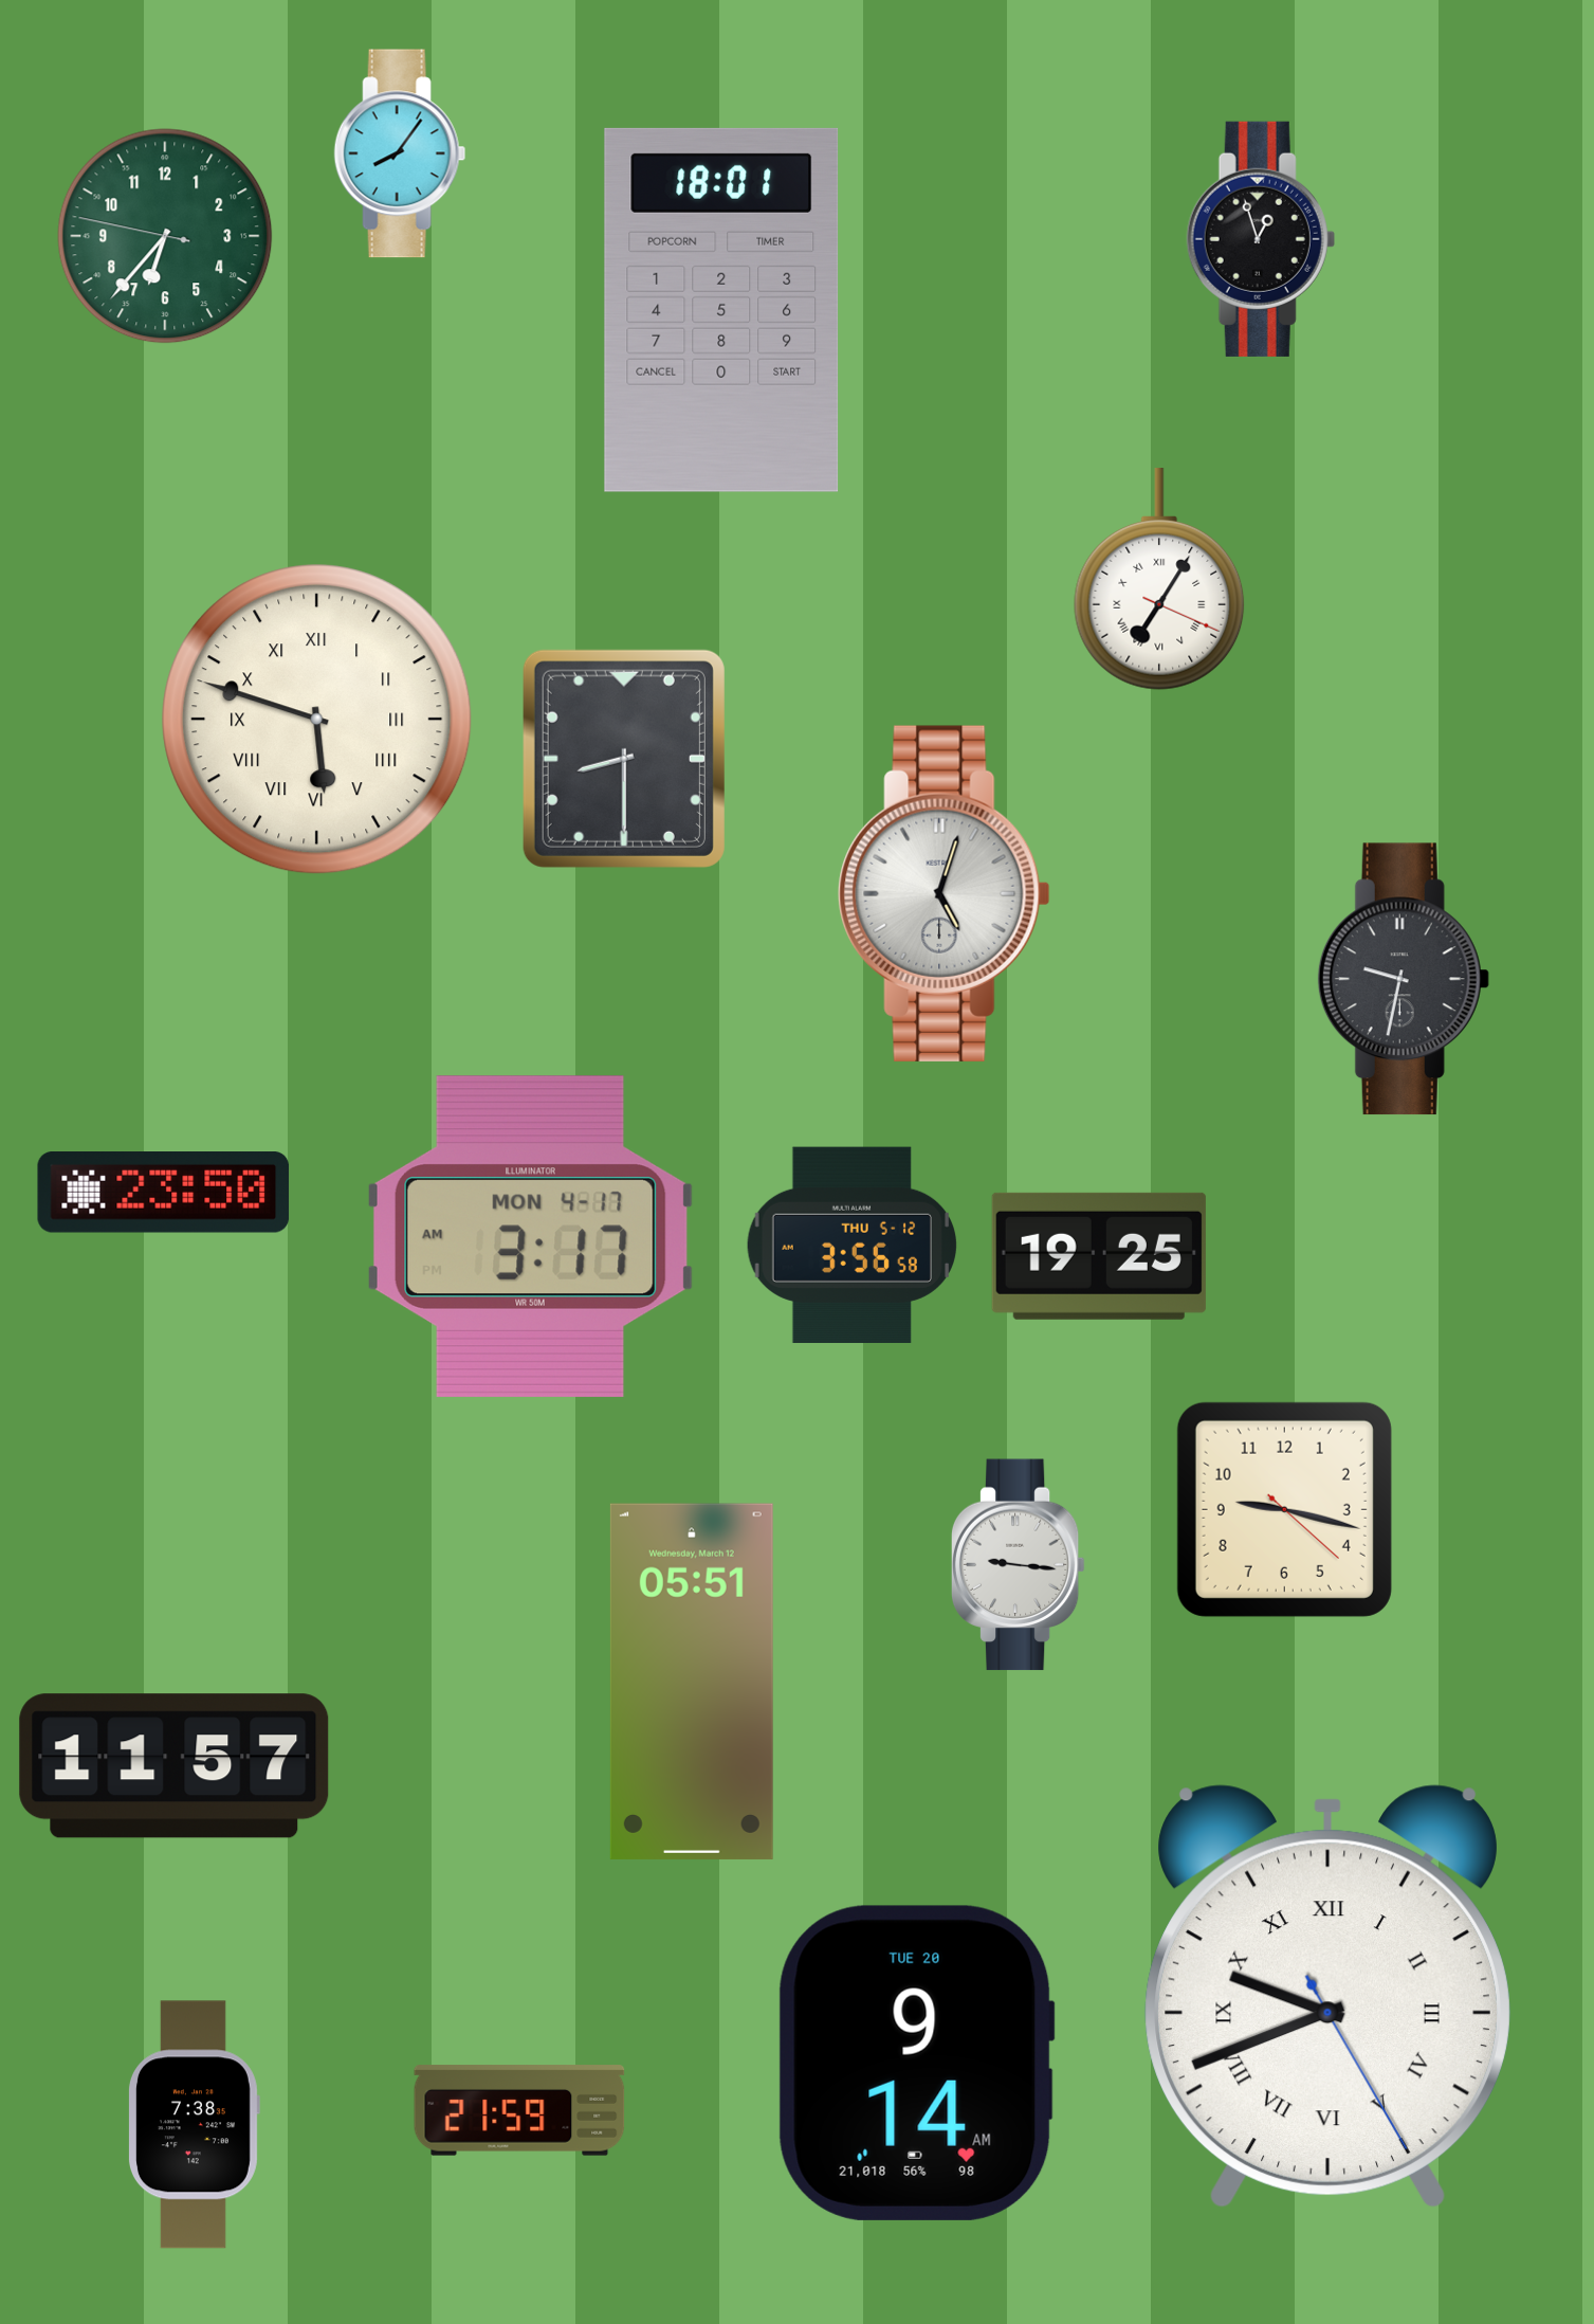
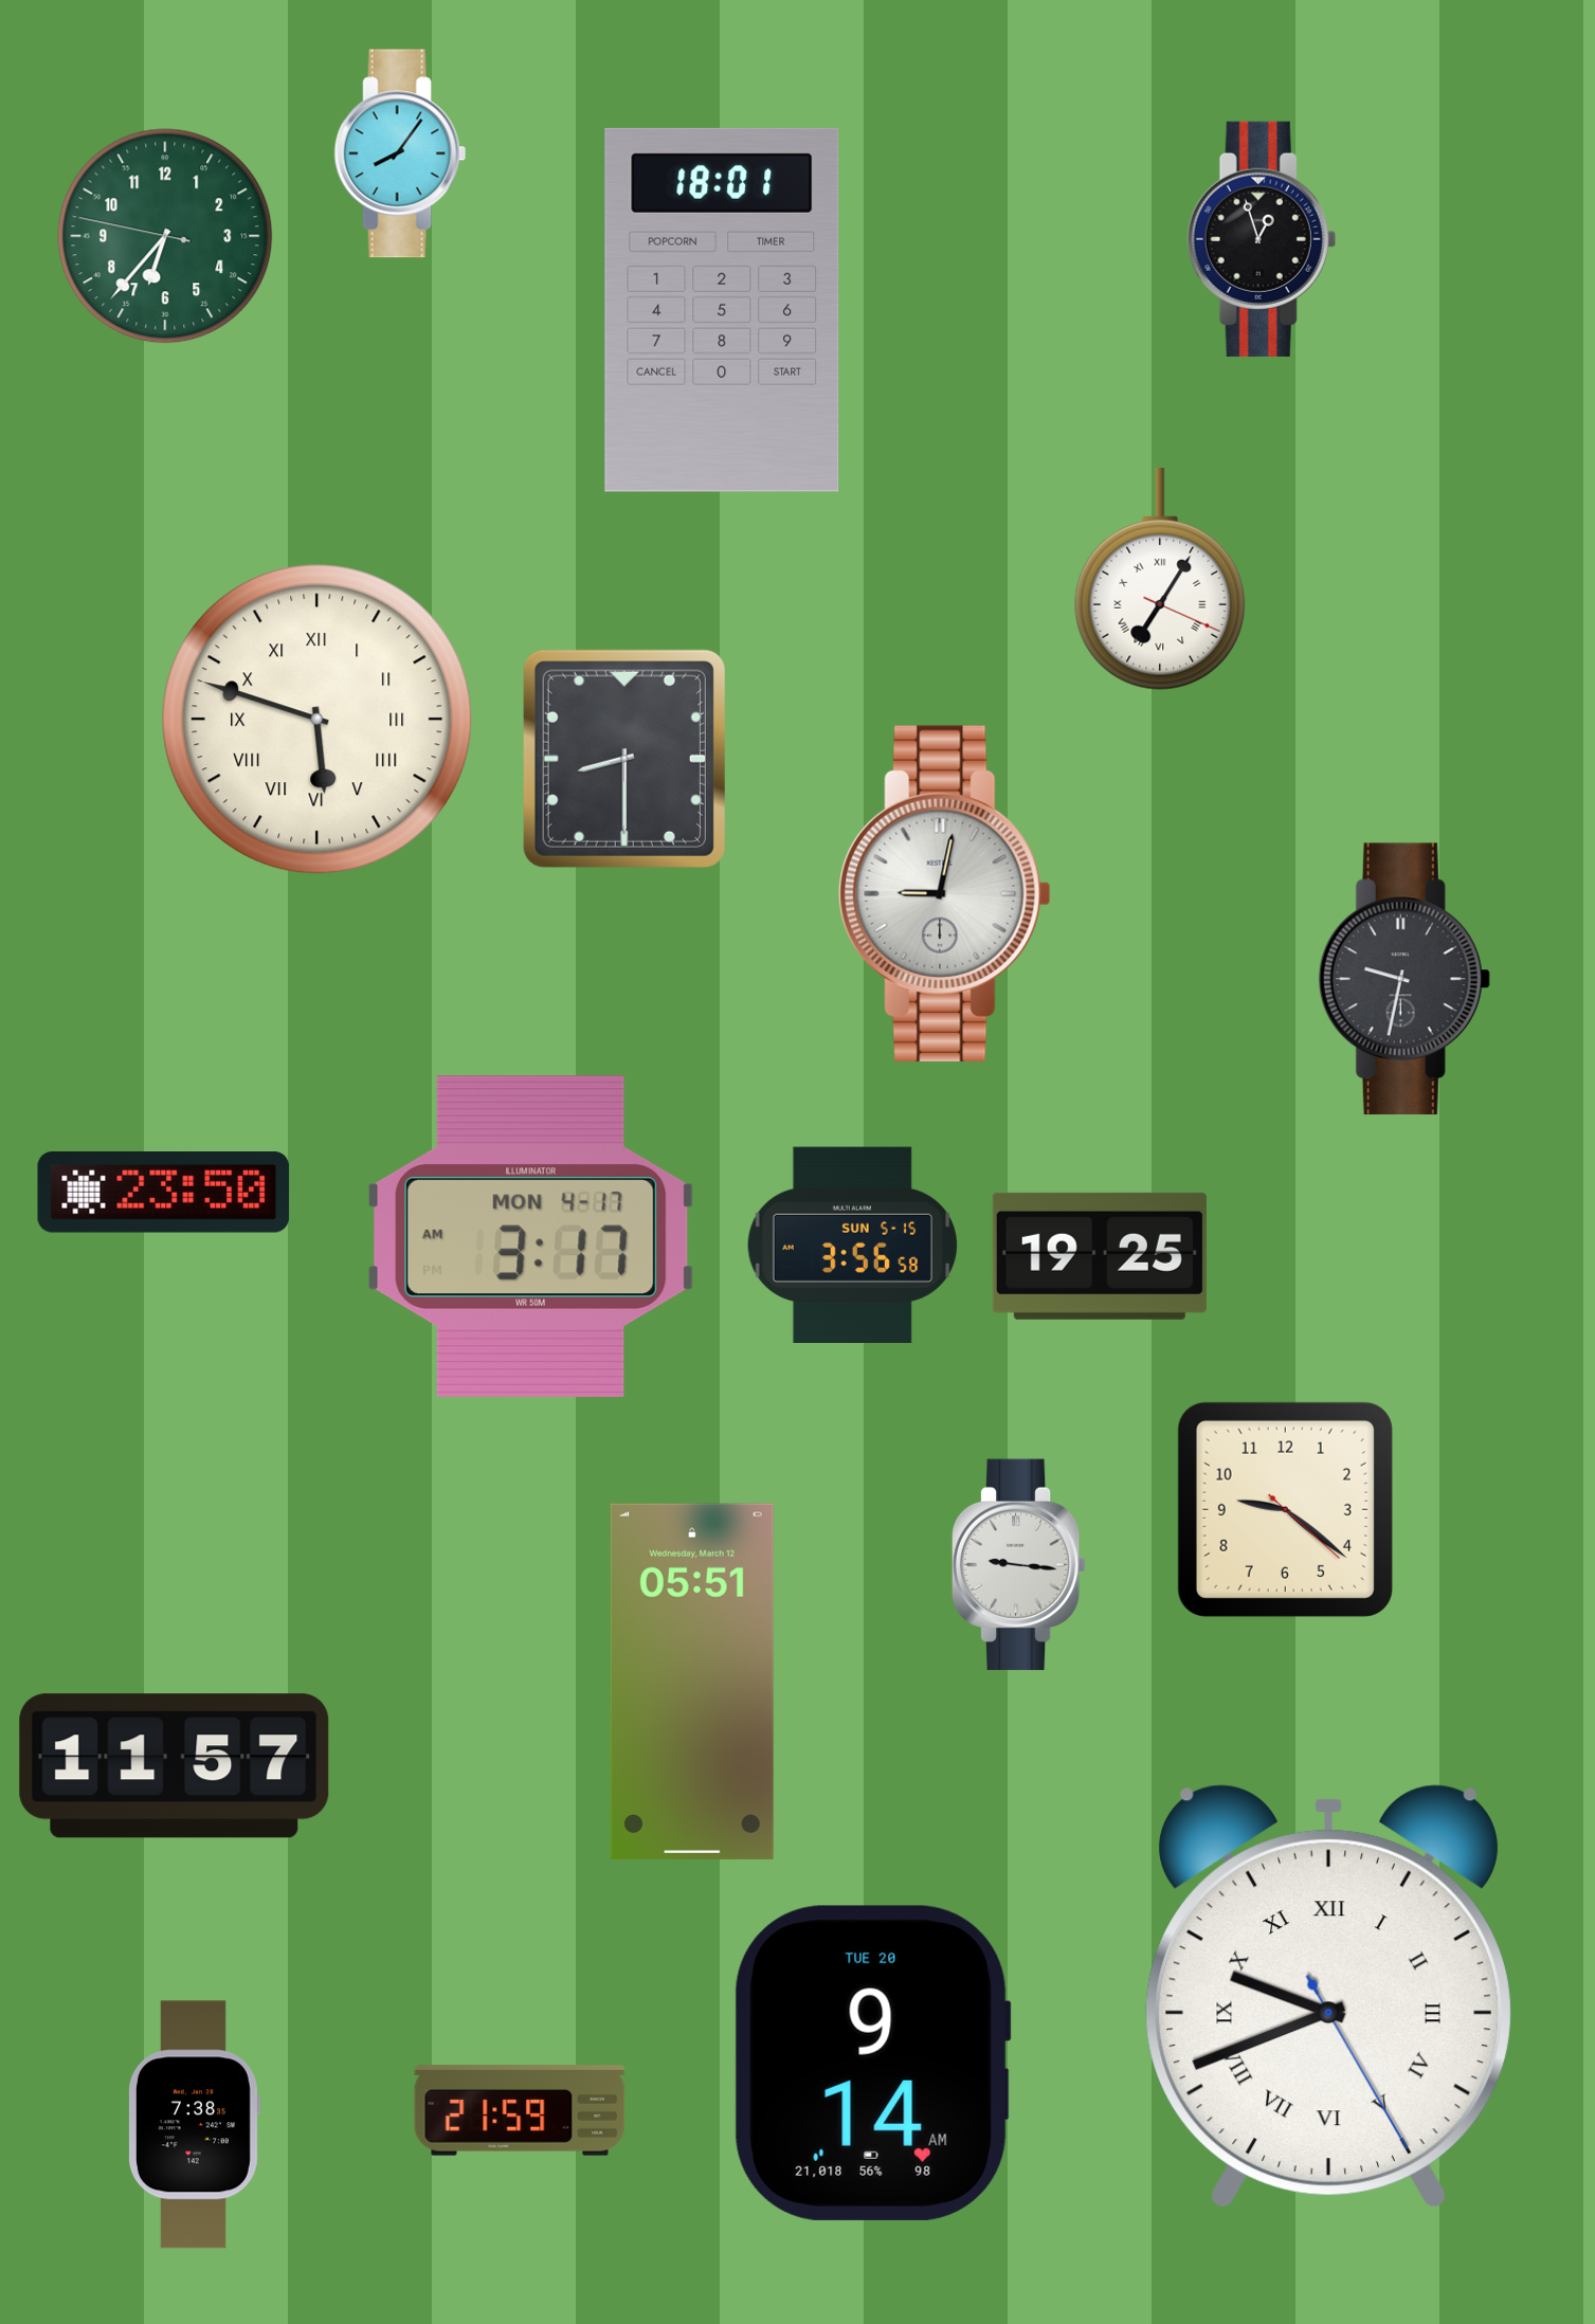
clock at (945, 893): 5:03 -> 9:02
clock at (853, 1245) date: THU 5-12 -> SUN 5-15
clock at (1284, 1509): 9:17 -> 9:21
clock at (916, 2063) position: (916, 2063) -> (872, 2063)
